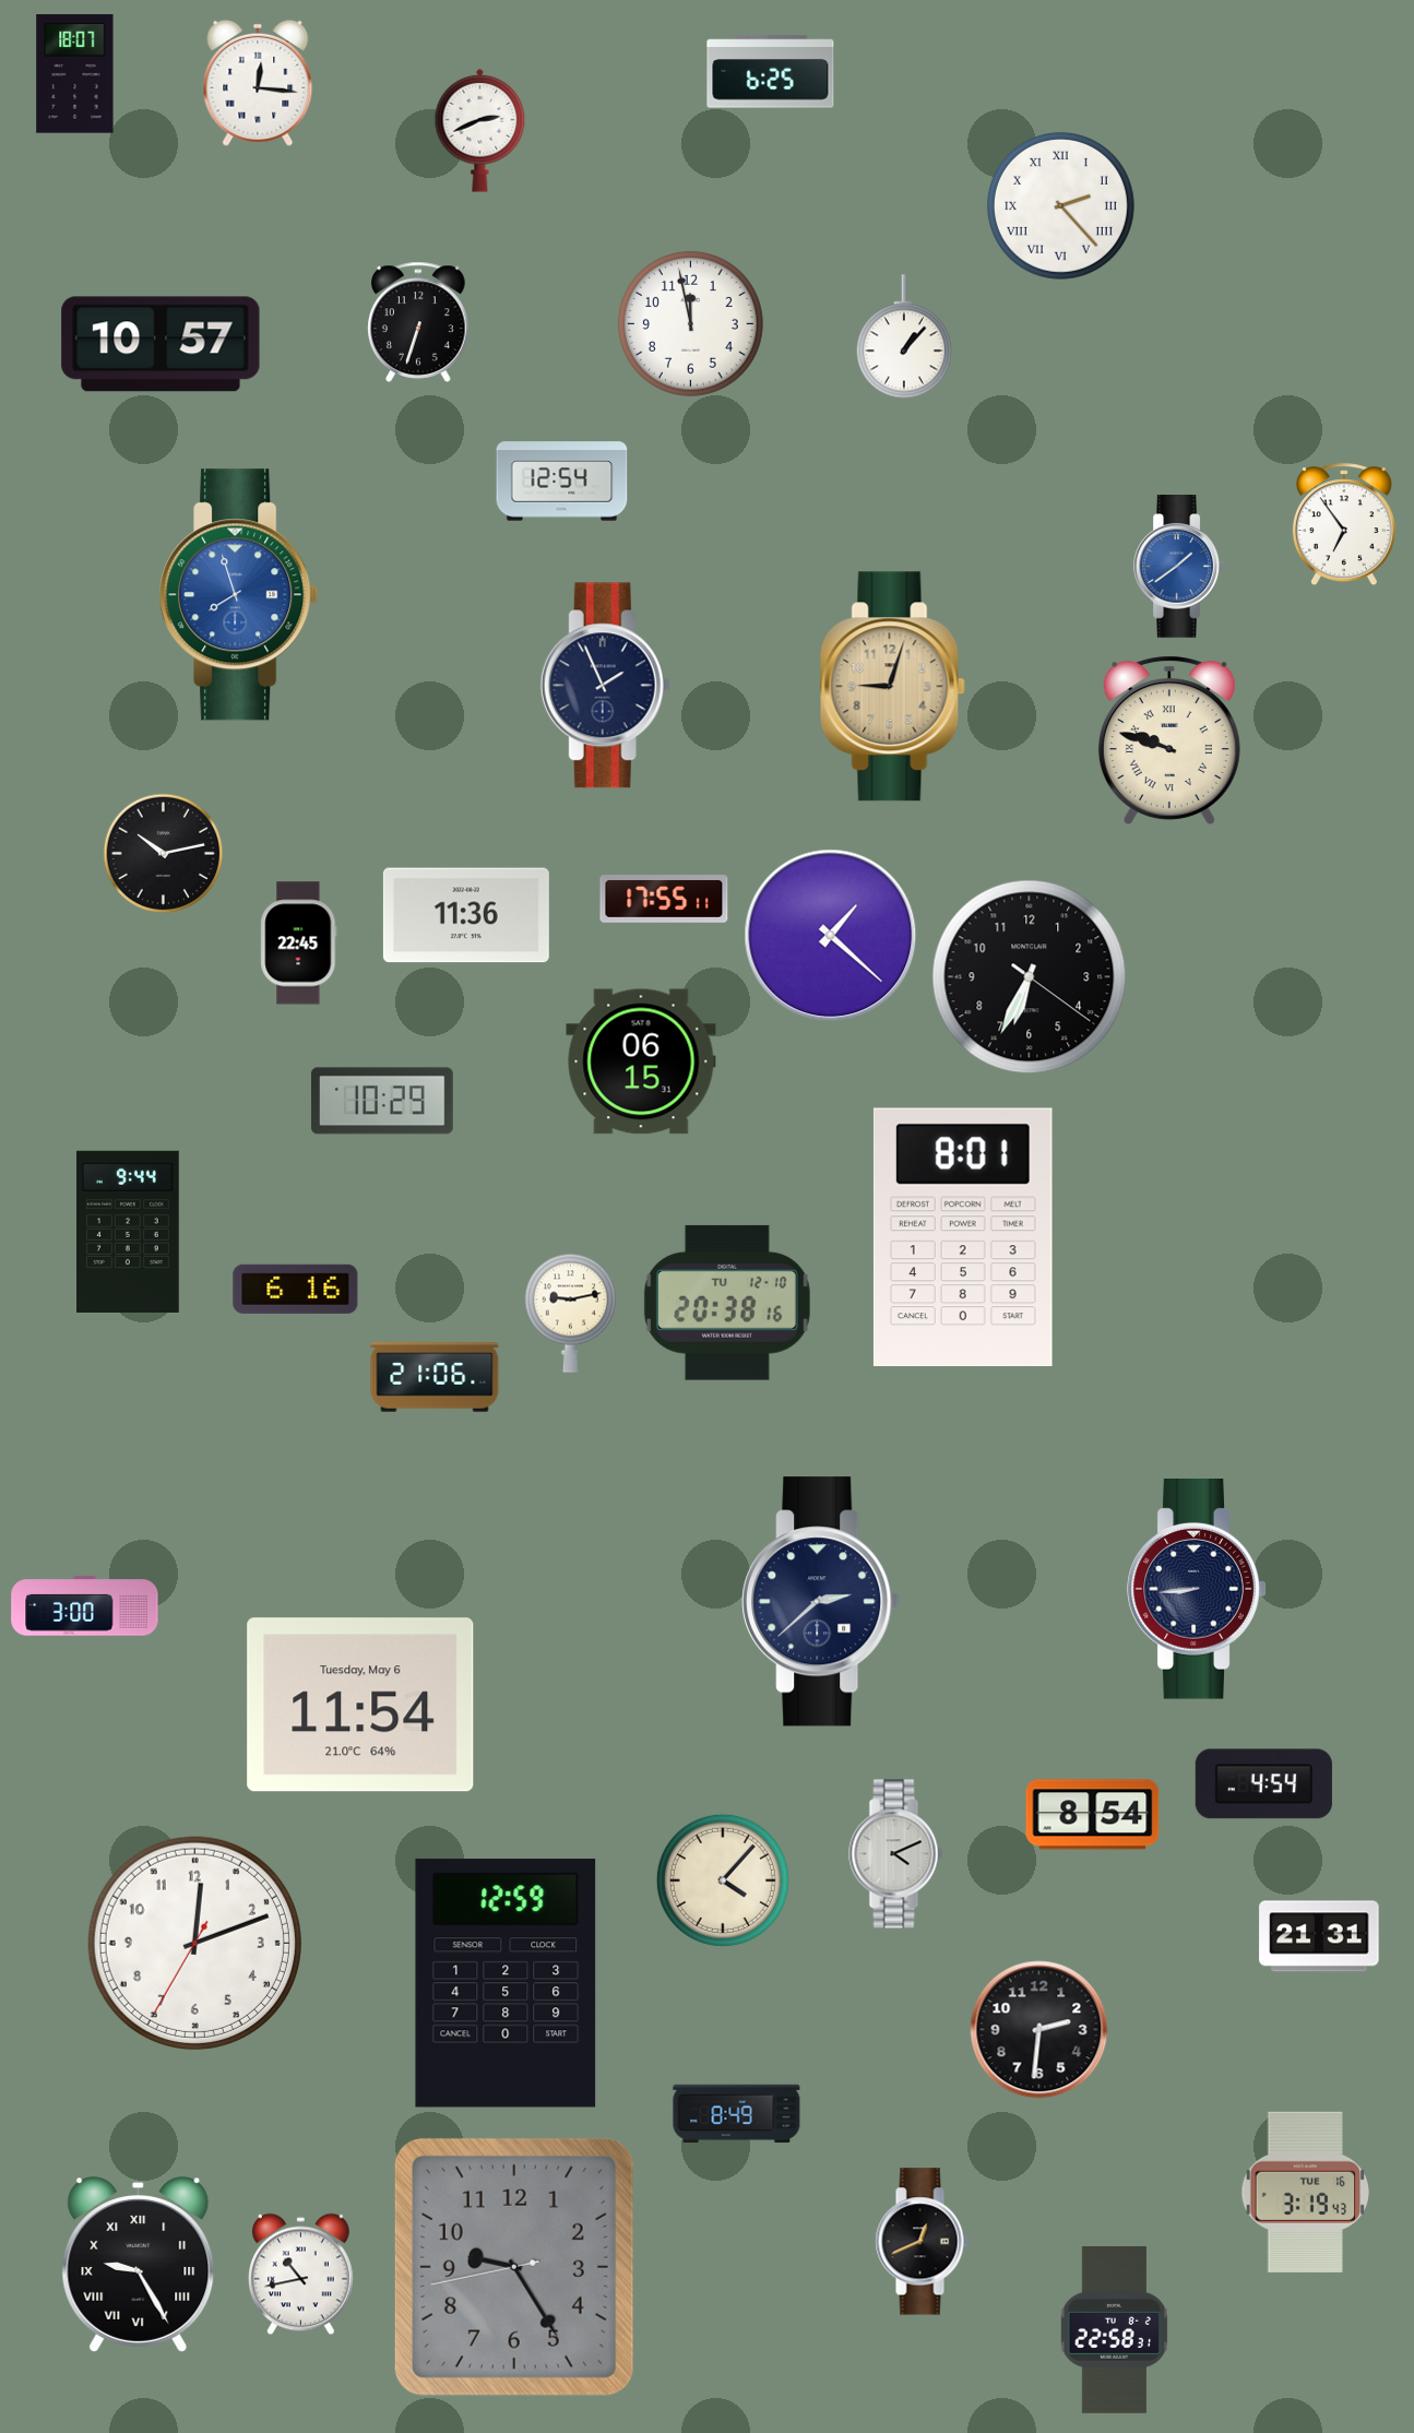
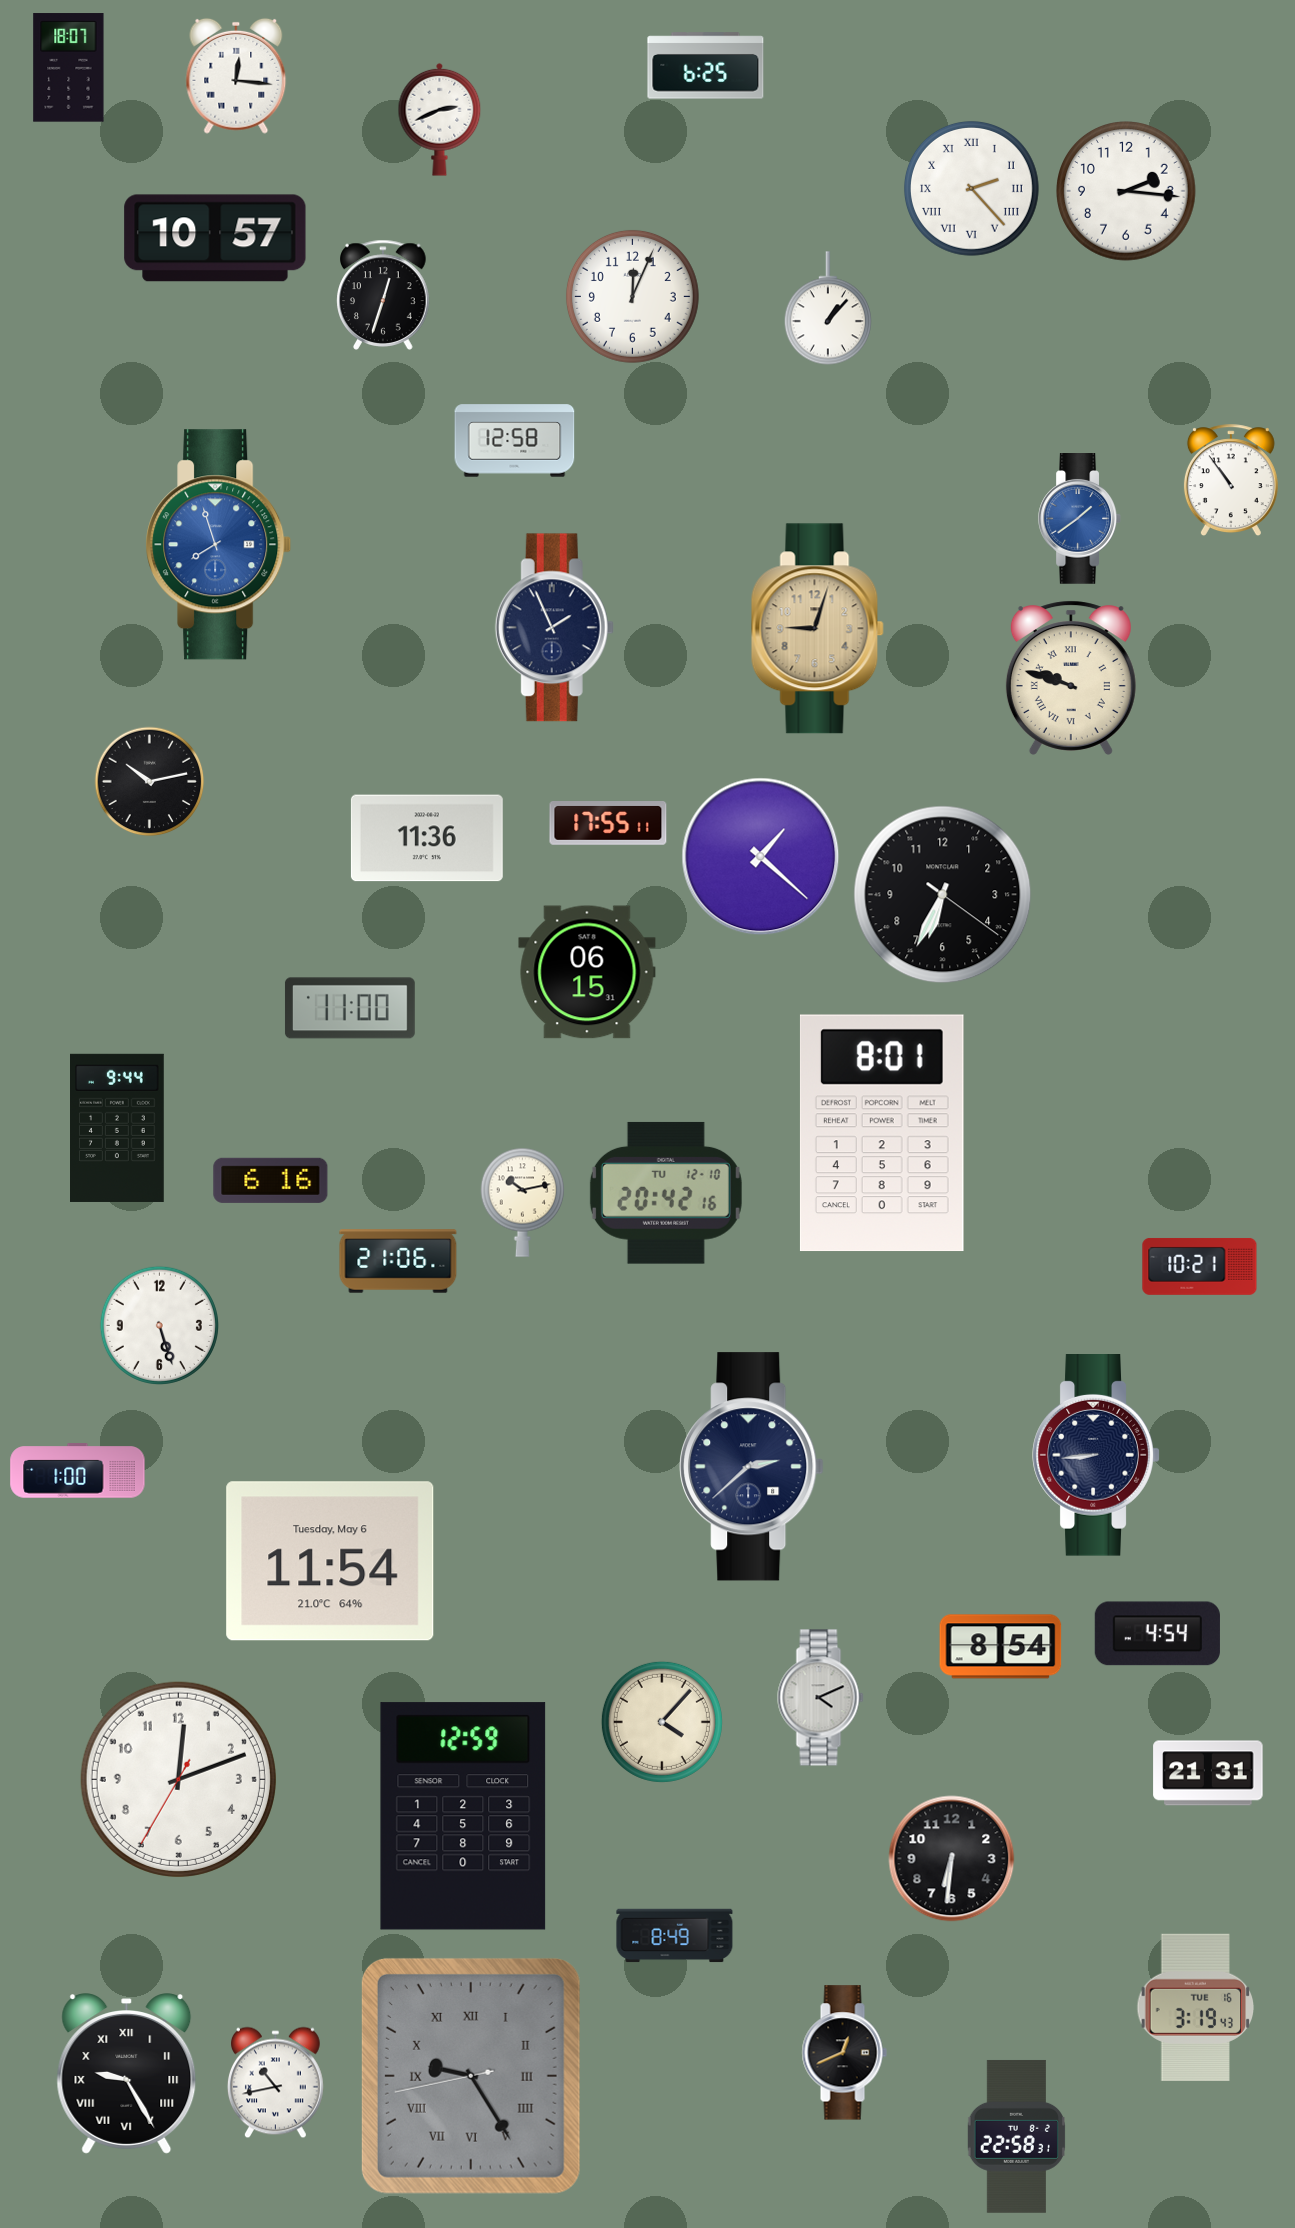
clock at (1126, 191): none -> 2:16
clock at (418, 322): 6:33 -> 12:33
clock at (690, 323): 11:58 -> 12:04
clock at (161, 344) position: (161, 344) -> (215, 238)
clock at (562, 482): 12:54 -> 12:58
clock at (1344, 525): 6:54 -> 10:54
clock at (299, 943): 22:45 -> none
clock at (382, 1101): 10:29 -> 11:00
clock at (727, 1303): 20:38 -> 20:42
clock at (571, 1313): 9:13 -> 10:13
clock at (1200, 1266): none -> 10:21
clock at (159, 1325): none -> 5:27
clock at (85, 1606): 3:00 -> 1:00
clock at (1093, 1815) position: (1093, 1815) -> (1001, 1647)
clock at (1039, 2030): 2:31 -> 6:31
clock at (514, 2267) numerals: Arabic -> Roman
clock at (1114, 2329) position: (1114, 2329) -> (1016, 2136)
